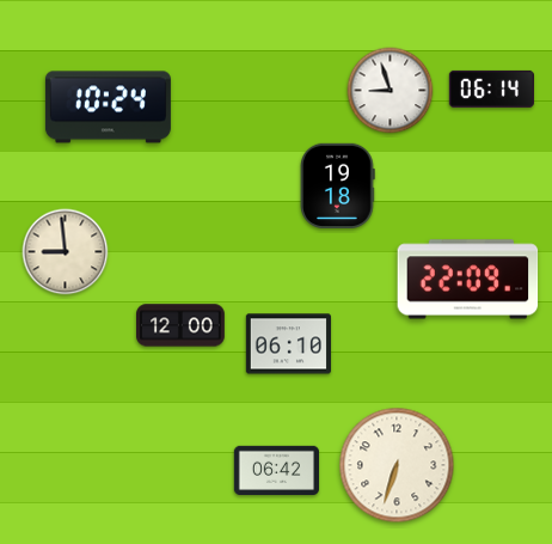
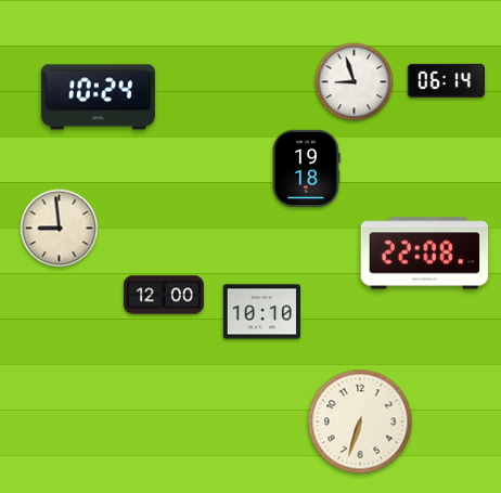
clock at (468, 280): 22:09 -> 22:08
clock at (288, 344): 06:10 -> 10:10
clock at (276, 470): 06:42 -> none
